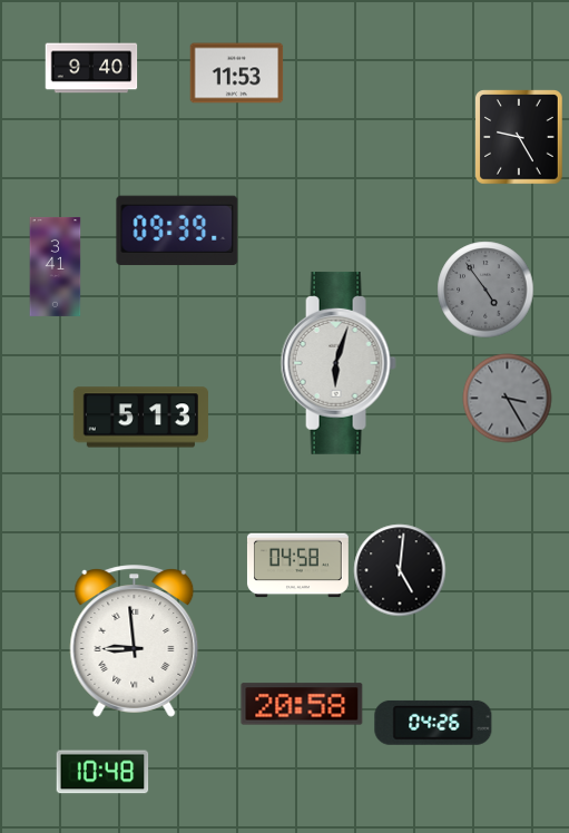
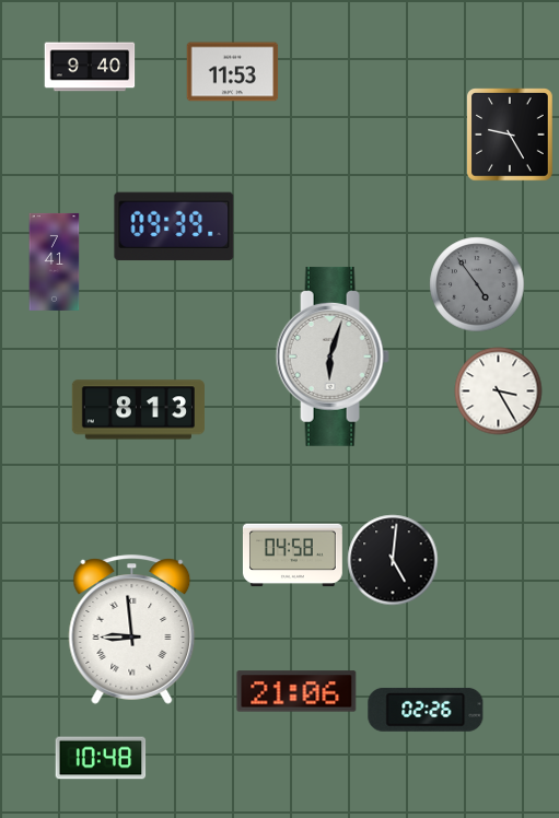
clock at (56, 266): 3:41 -> 7:41
clock at (508, 399) dial: grey -> white
clock at (140, 418): 5:13 -> 8:13
clock at (302, 704): 20:58 -> 21:06
clock at (433, 723): 04:26 -> 02:26
